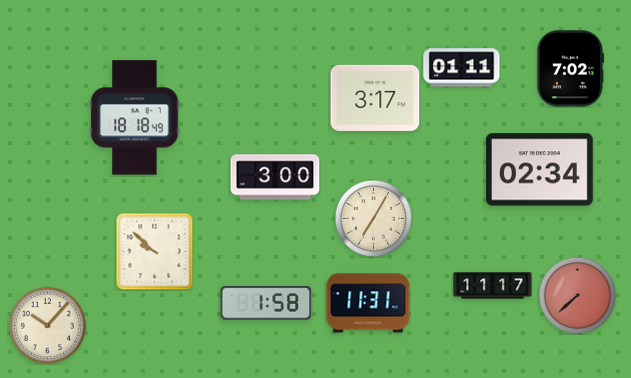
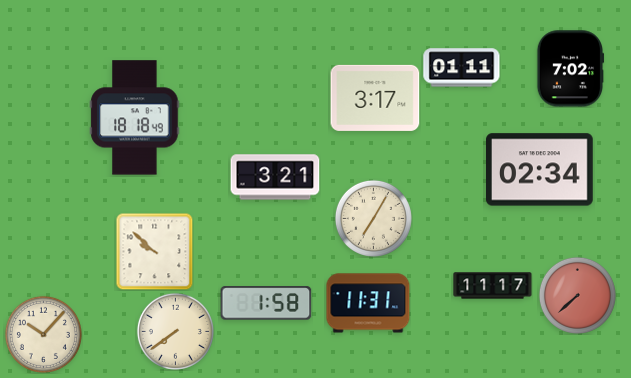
clock at (275, 177): 3:00 -> 3:21
clock at (47, 325) position: (47, 325) -> (43, 334)
clock at (175, 331): none -> 7:39
